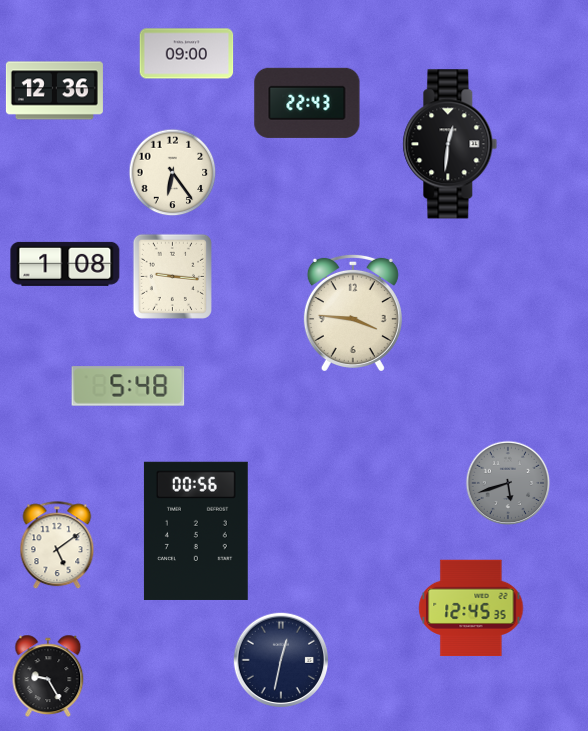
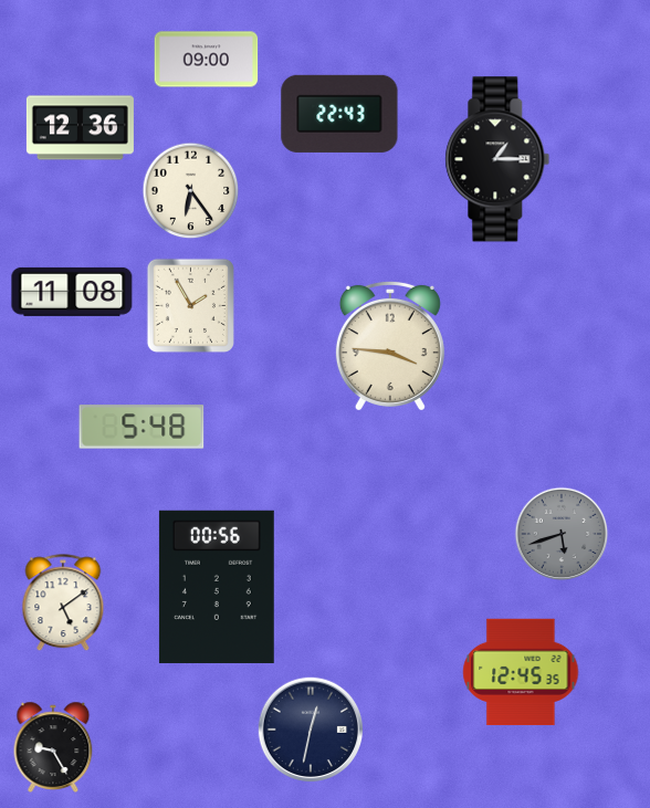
clock at (54, 91) position: (54, 91) -> (80, 128)
clock at (450, 144): 12:31 -> 1:15
clock at (65, 264): 1:08 -> 11:08
clock at (172, 276): 9:16 -> 1:55
